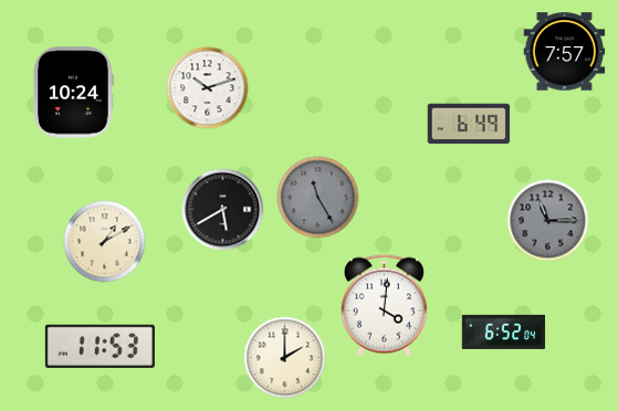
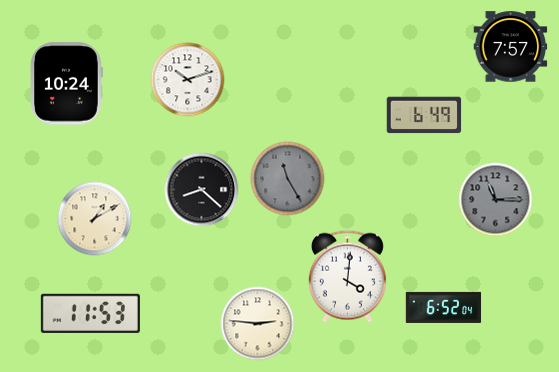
clock at (469, 124) position: (469, 124) -> (424, 115)
clock at (223, 210): 5:40 -> 8:22
clock at (504, 331) position: (504, 331) -> (444, 307)
clock at (285, 358): 2:00 -> 2:46
